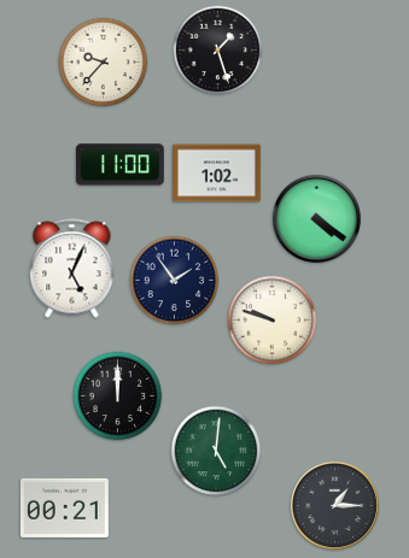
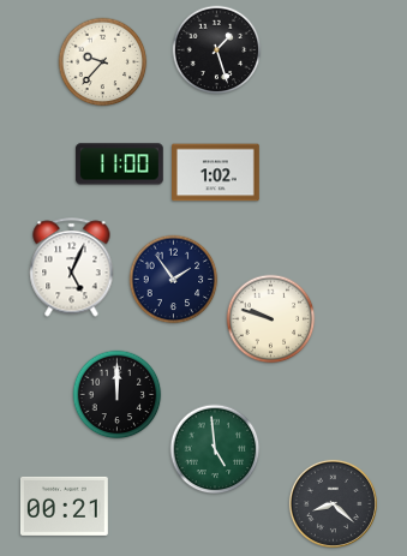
clock at (316, 218): 4:21 -> none
clock at (216, 451): 5:01 -> 4:59
clock at (334, 505): 1:15 -> 8:22
